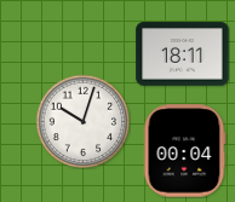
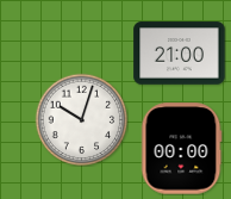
clock at (183, 54): 18:11 -> 21:00
clock at (184, 151): 00:04 -> 00:00
